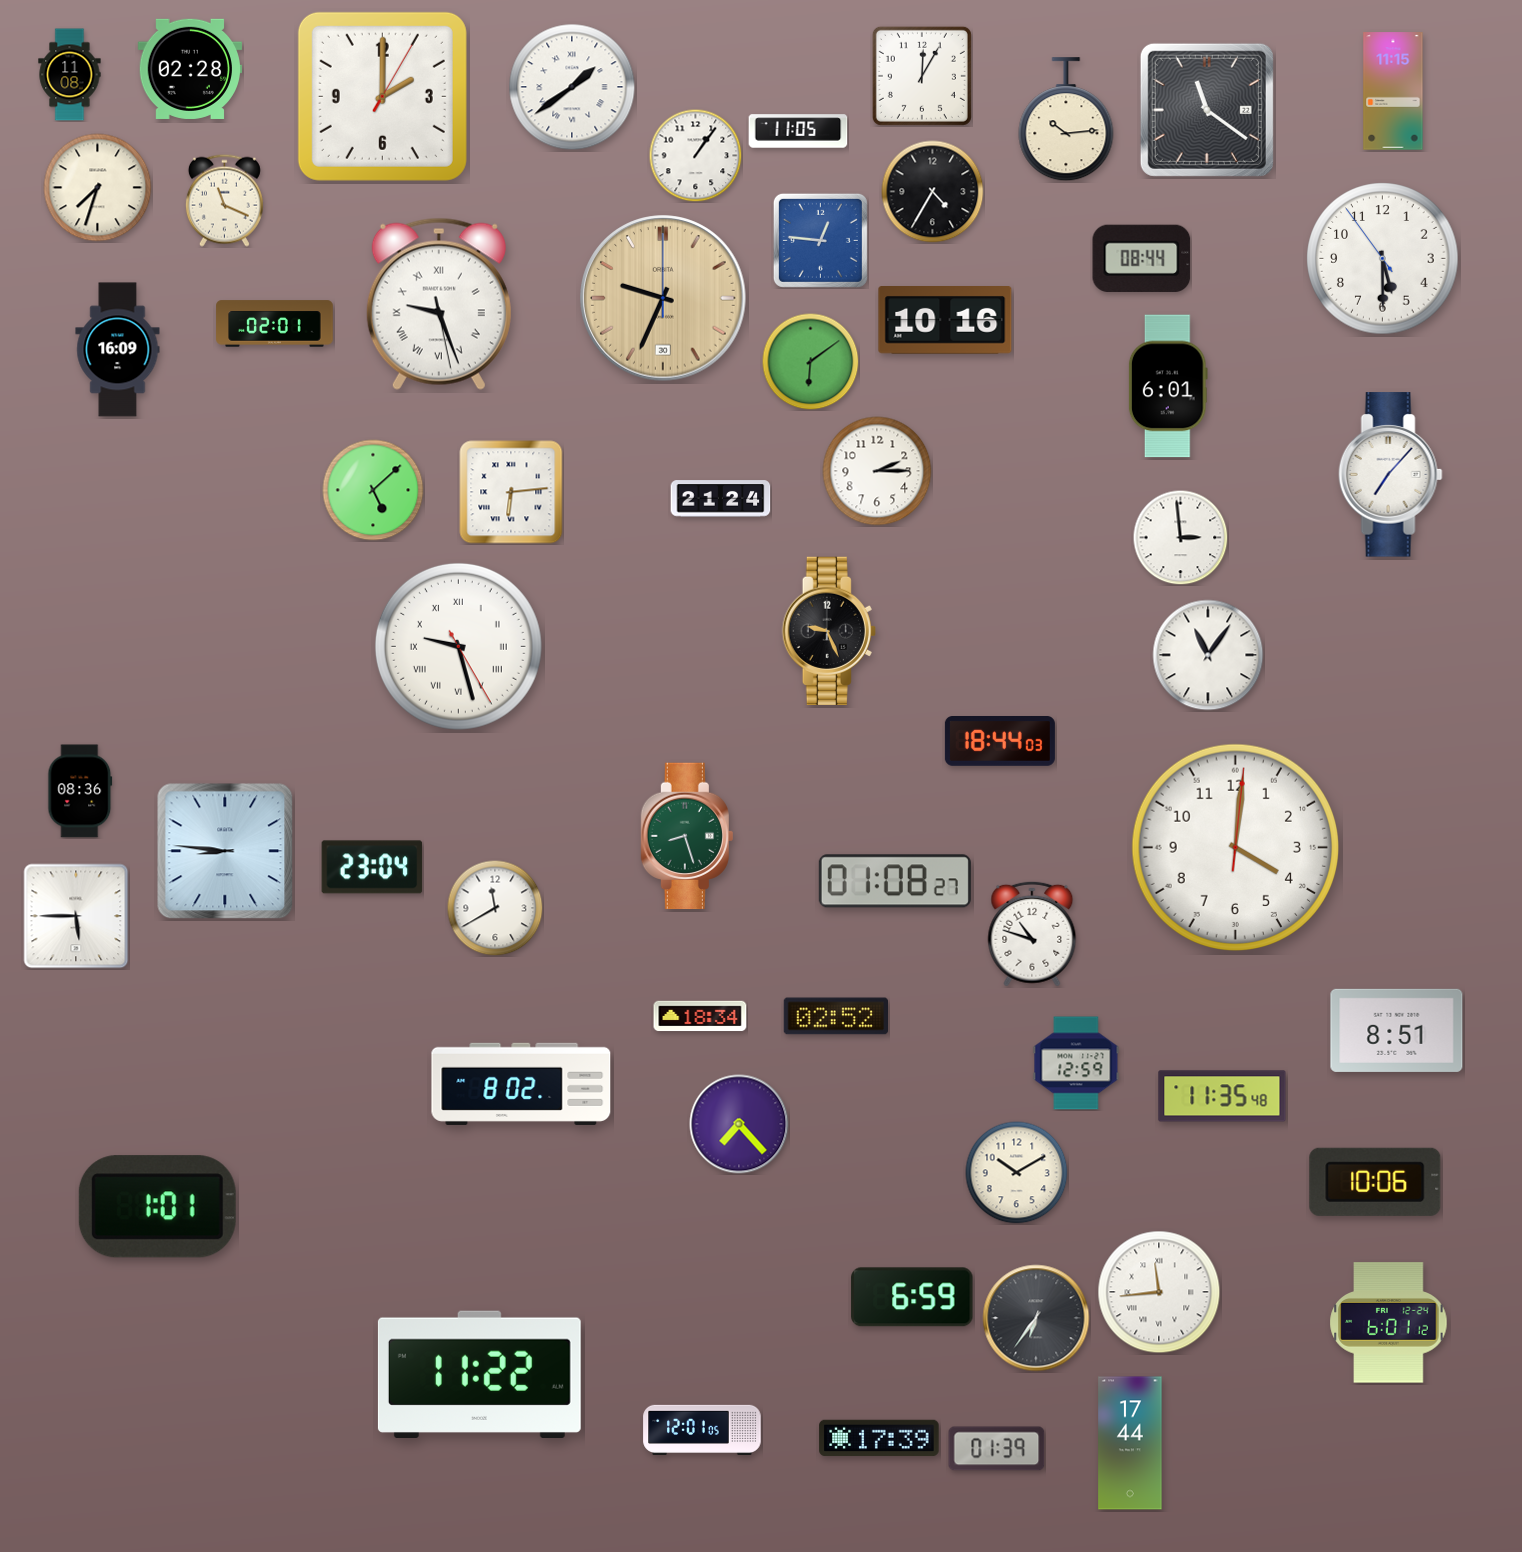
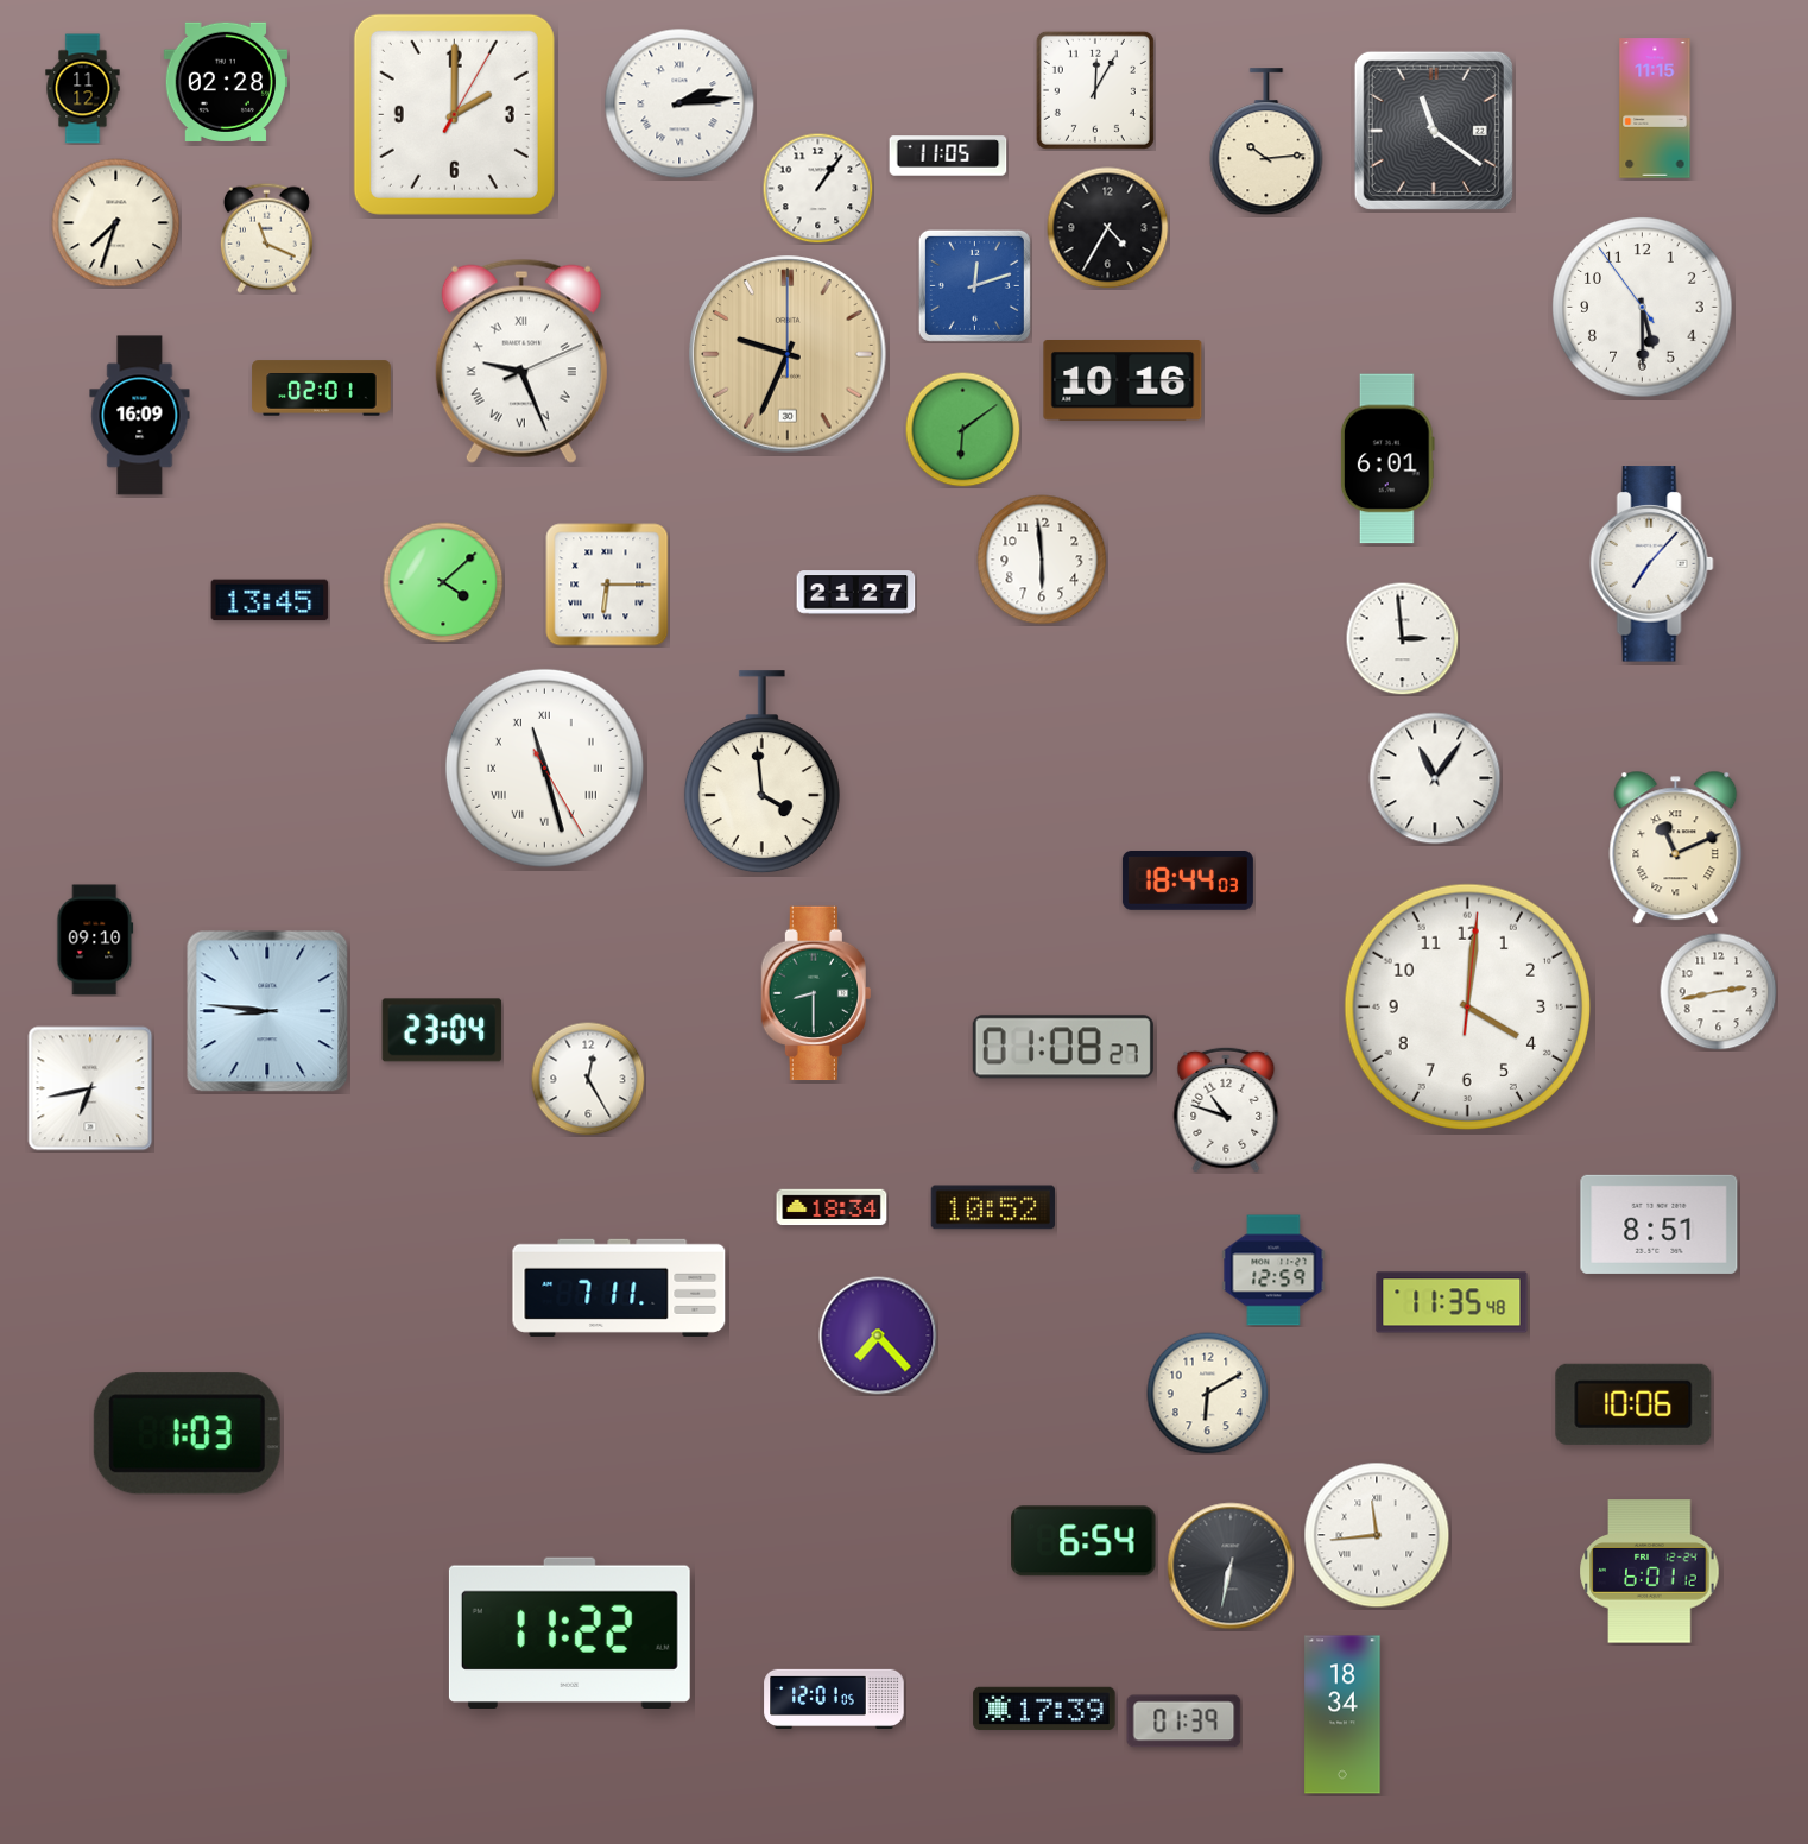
clock at (70, 75): 11:08 -> 11:12
clock at (572, 87): 1:39 -> 2:14
clock at (695, 155) position: (695, 155) -> (817, 188)
clock at (820, 240): 12:46 -> 12:12
clock at (1142, 258): 08:44 -> none
clock at (439, 304): 9:26:28 -> 9:26:11
clock at (275, 324) position: (275, 324) -> (322, 389)
clock at (877, 471): 2:15 -> 5:59
clock at (373, 490): 5:08 -> 4:08
clock at (511, 492): 6:14 -> 6:15
clock at (721, 499): 21:24 -> 21:27
clock at (270, 600): none -> 13:45
clock at (829, 630): 9:26 -> none
clock at (458, 646): 9:27 -> 11:27
clock at (761, 772): none -> 3:59
clock at (1676, 848): none -> 11:11
clock at (80, 791): 08:36 -> 09:10
clock at (1719, 992): none -> 2:43
clock at (687, 836): 8:27 -> 8:30
clock at (495, 908): 11:40 -> 12:25
clock at (76, 916): 5:45 -> 6:43
clock at (835, 1016): 02:52 -> 10:52
clock at (1076, 1063) position: (1076, 1063) -> (1273, 1270)
clock at (521, 1084): 8:02 -> 7:11
clock at (1017, 1173): 10:10 -> 6:10
clock at (157, 1207): 1:01 -> 1:03
clock at (912, 1297): 6:59 -> 6:54
clock at (1036, 1318): 6:36 -> 6:32
clock at (1130, 1443): 17:44 -> 18:34
